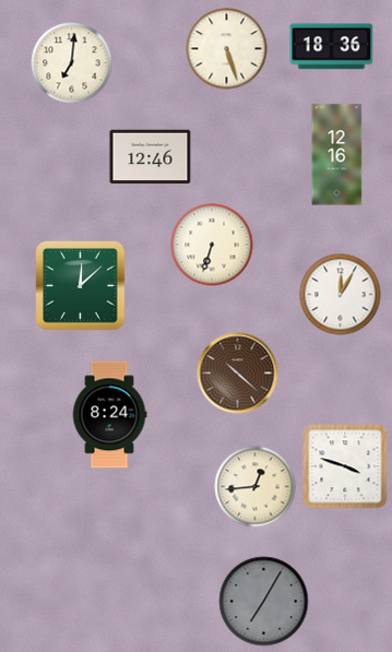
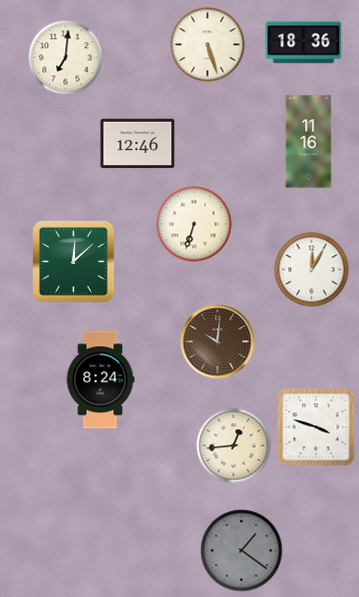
clock at (337, 155): 12:16 -> 11:16
clock at (238, 374): 10:22 -> 10:01
clock at (264, 602): 7:05 -> 1:21
